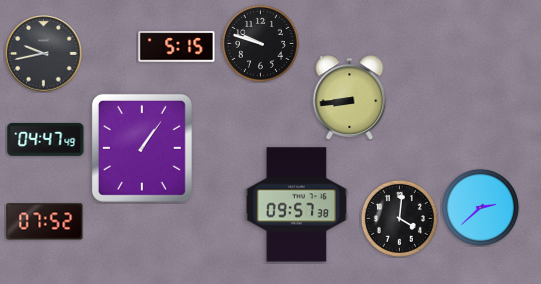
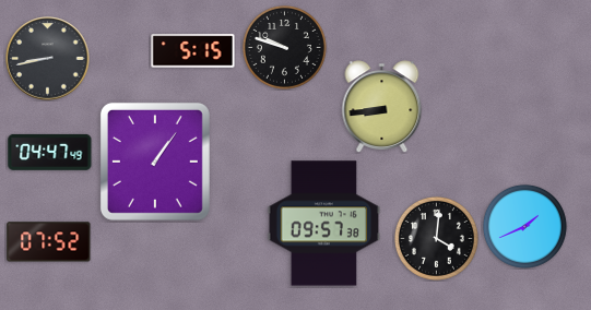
clock at (44, 54): 9:43 -> 8:43
clock at (480, 207): 2:38 -> 1:41
